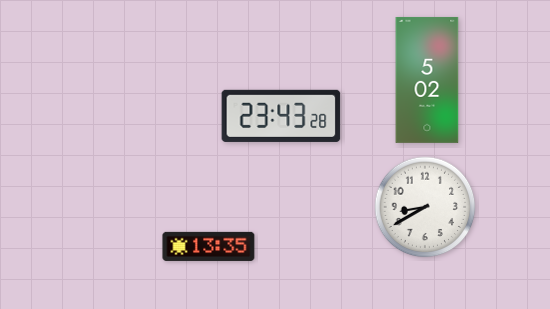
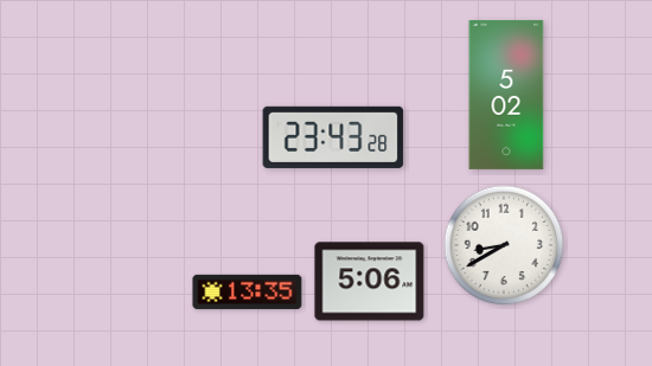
clock at (370, 282): none -> 5:06
